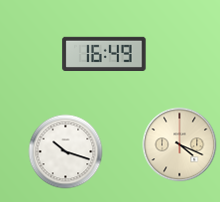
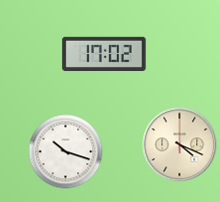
clock at (104, 53): 16:49 -> 17:02
